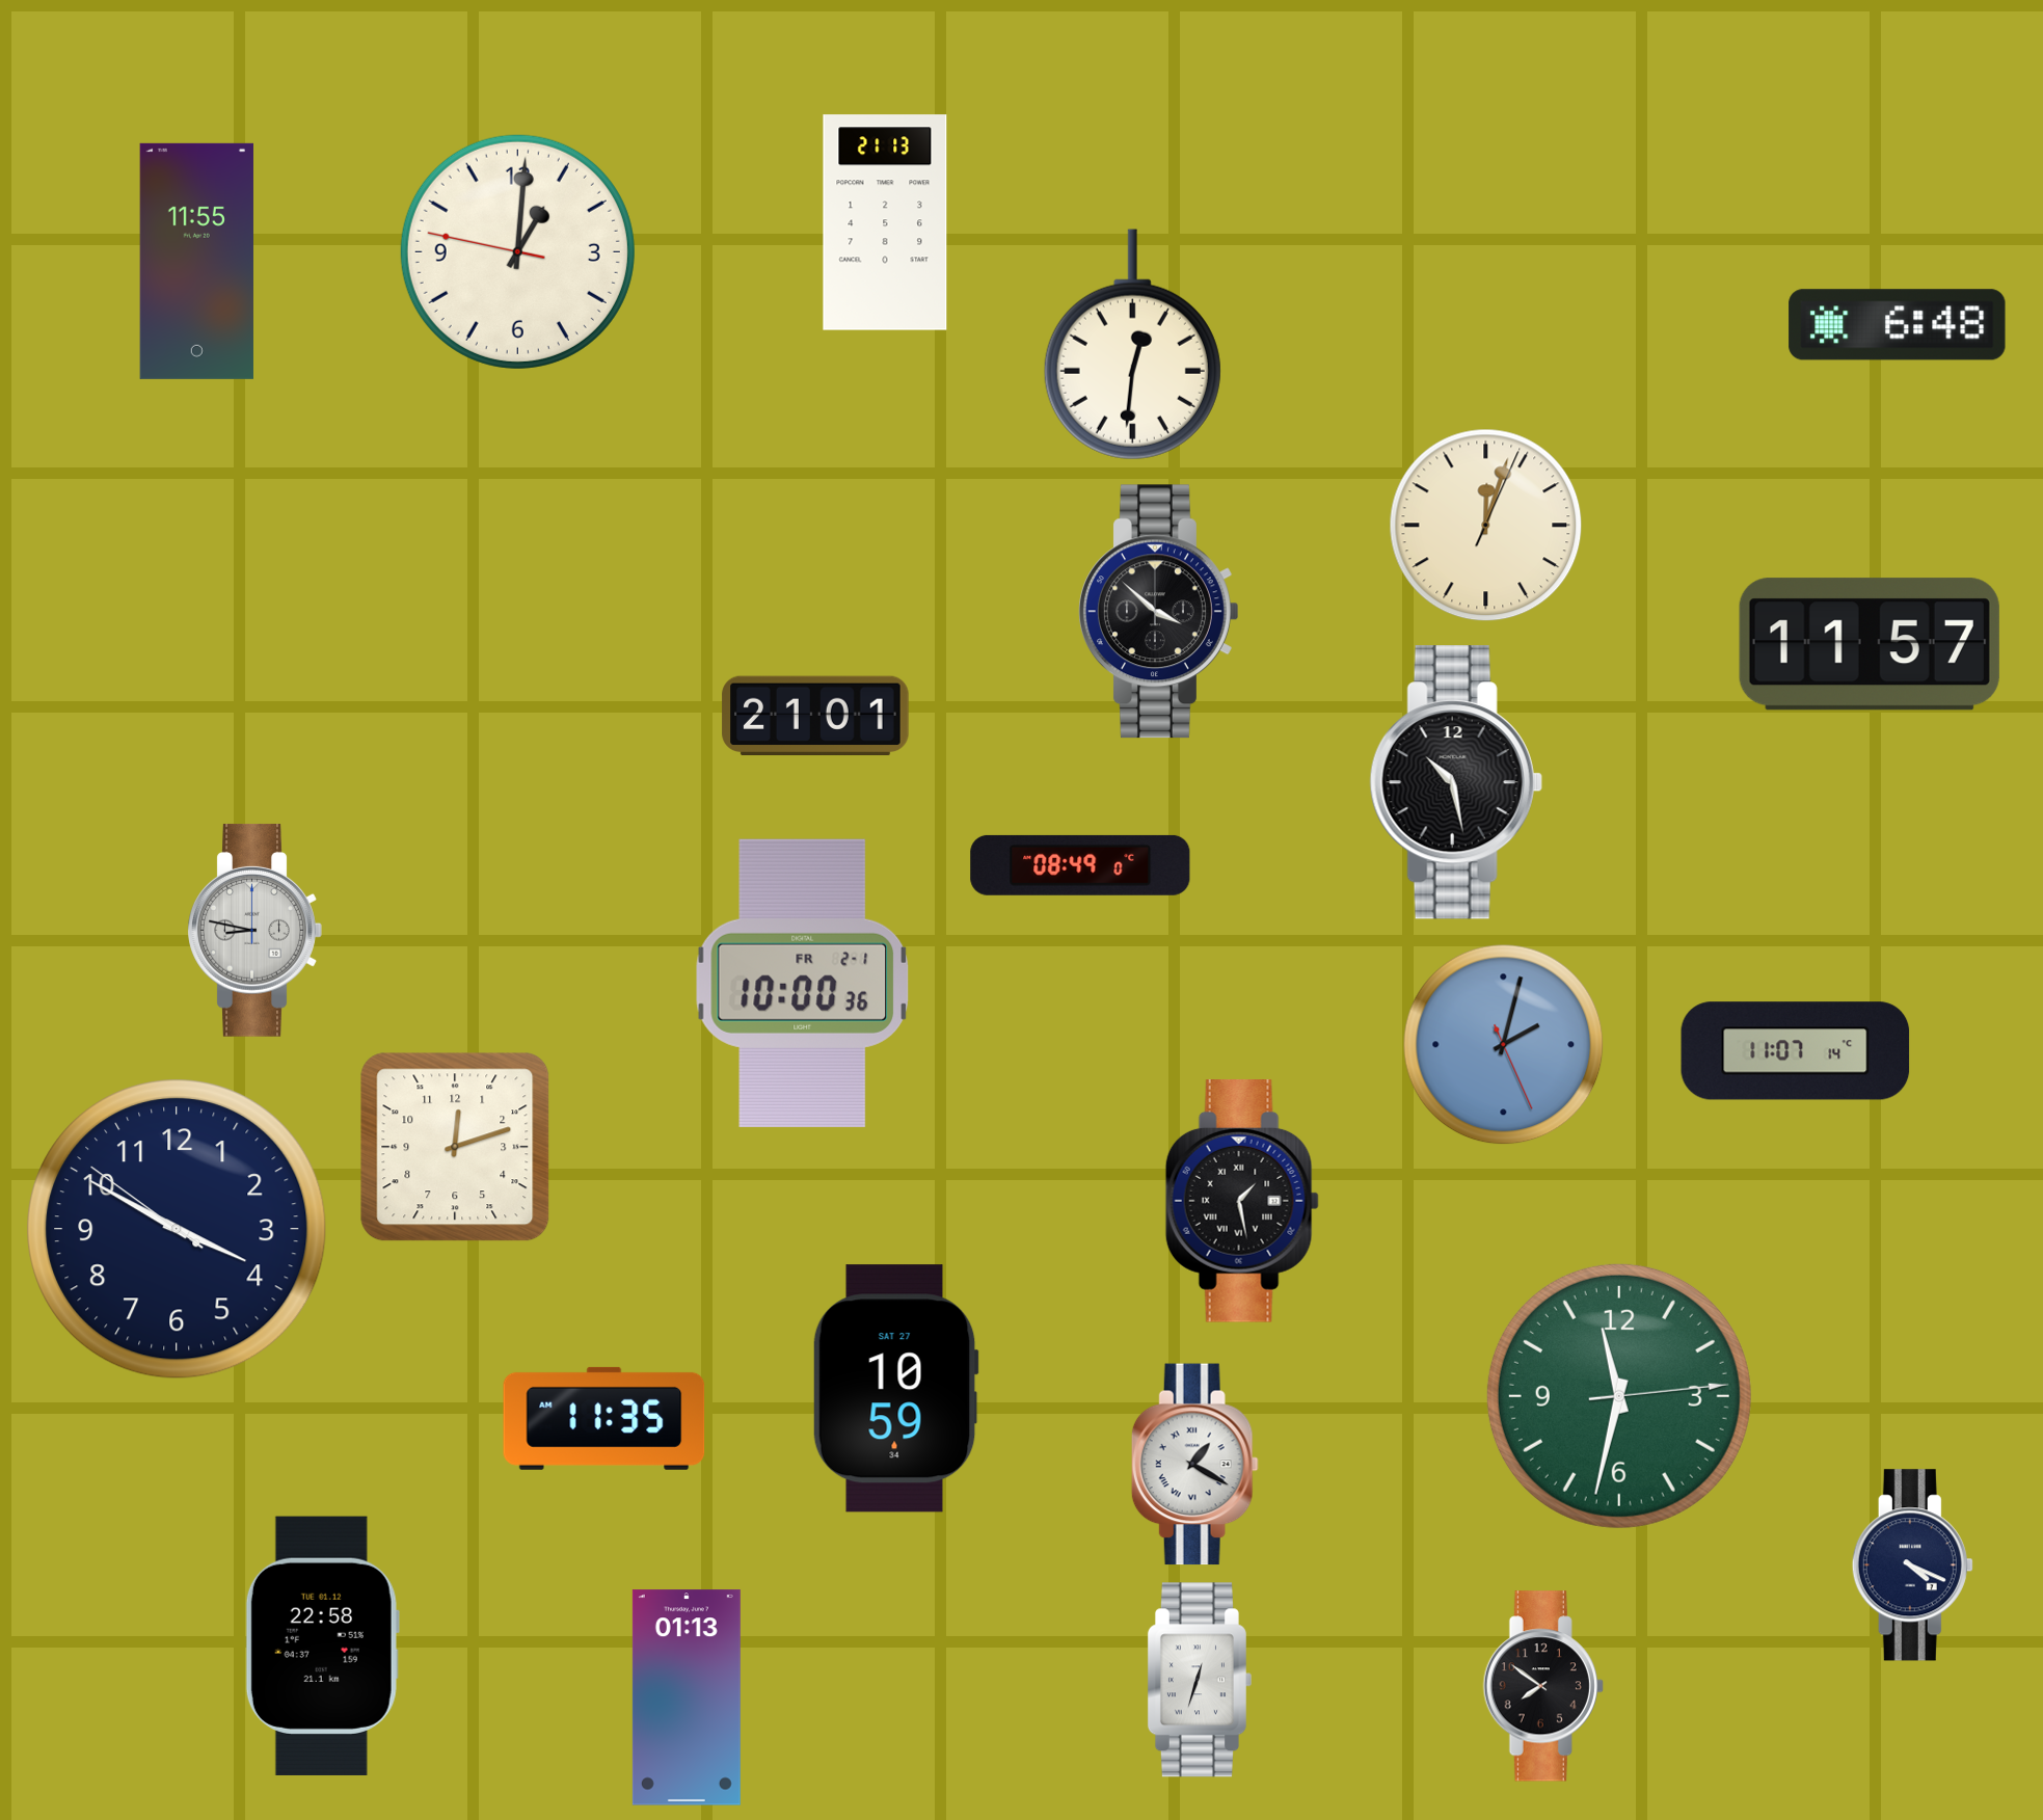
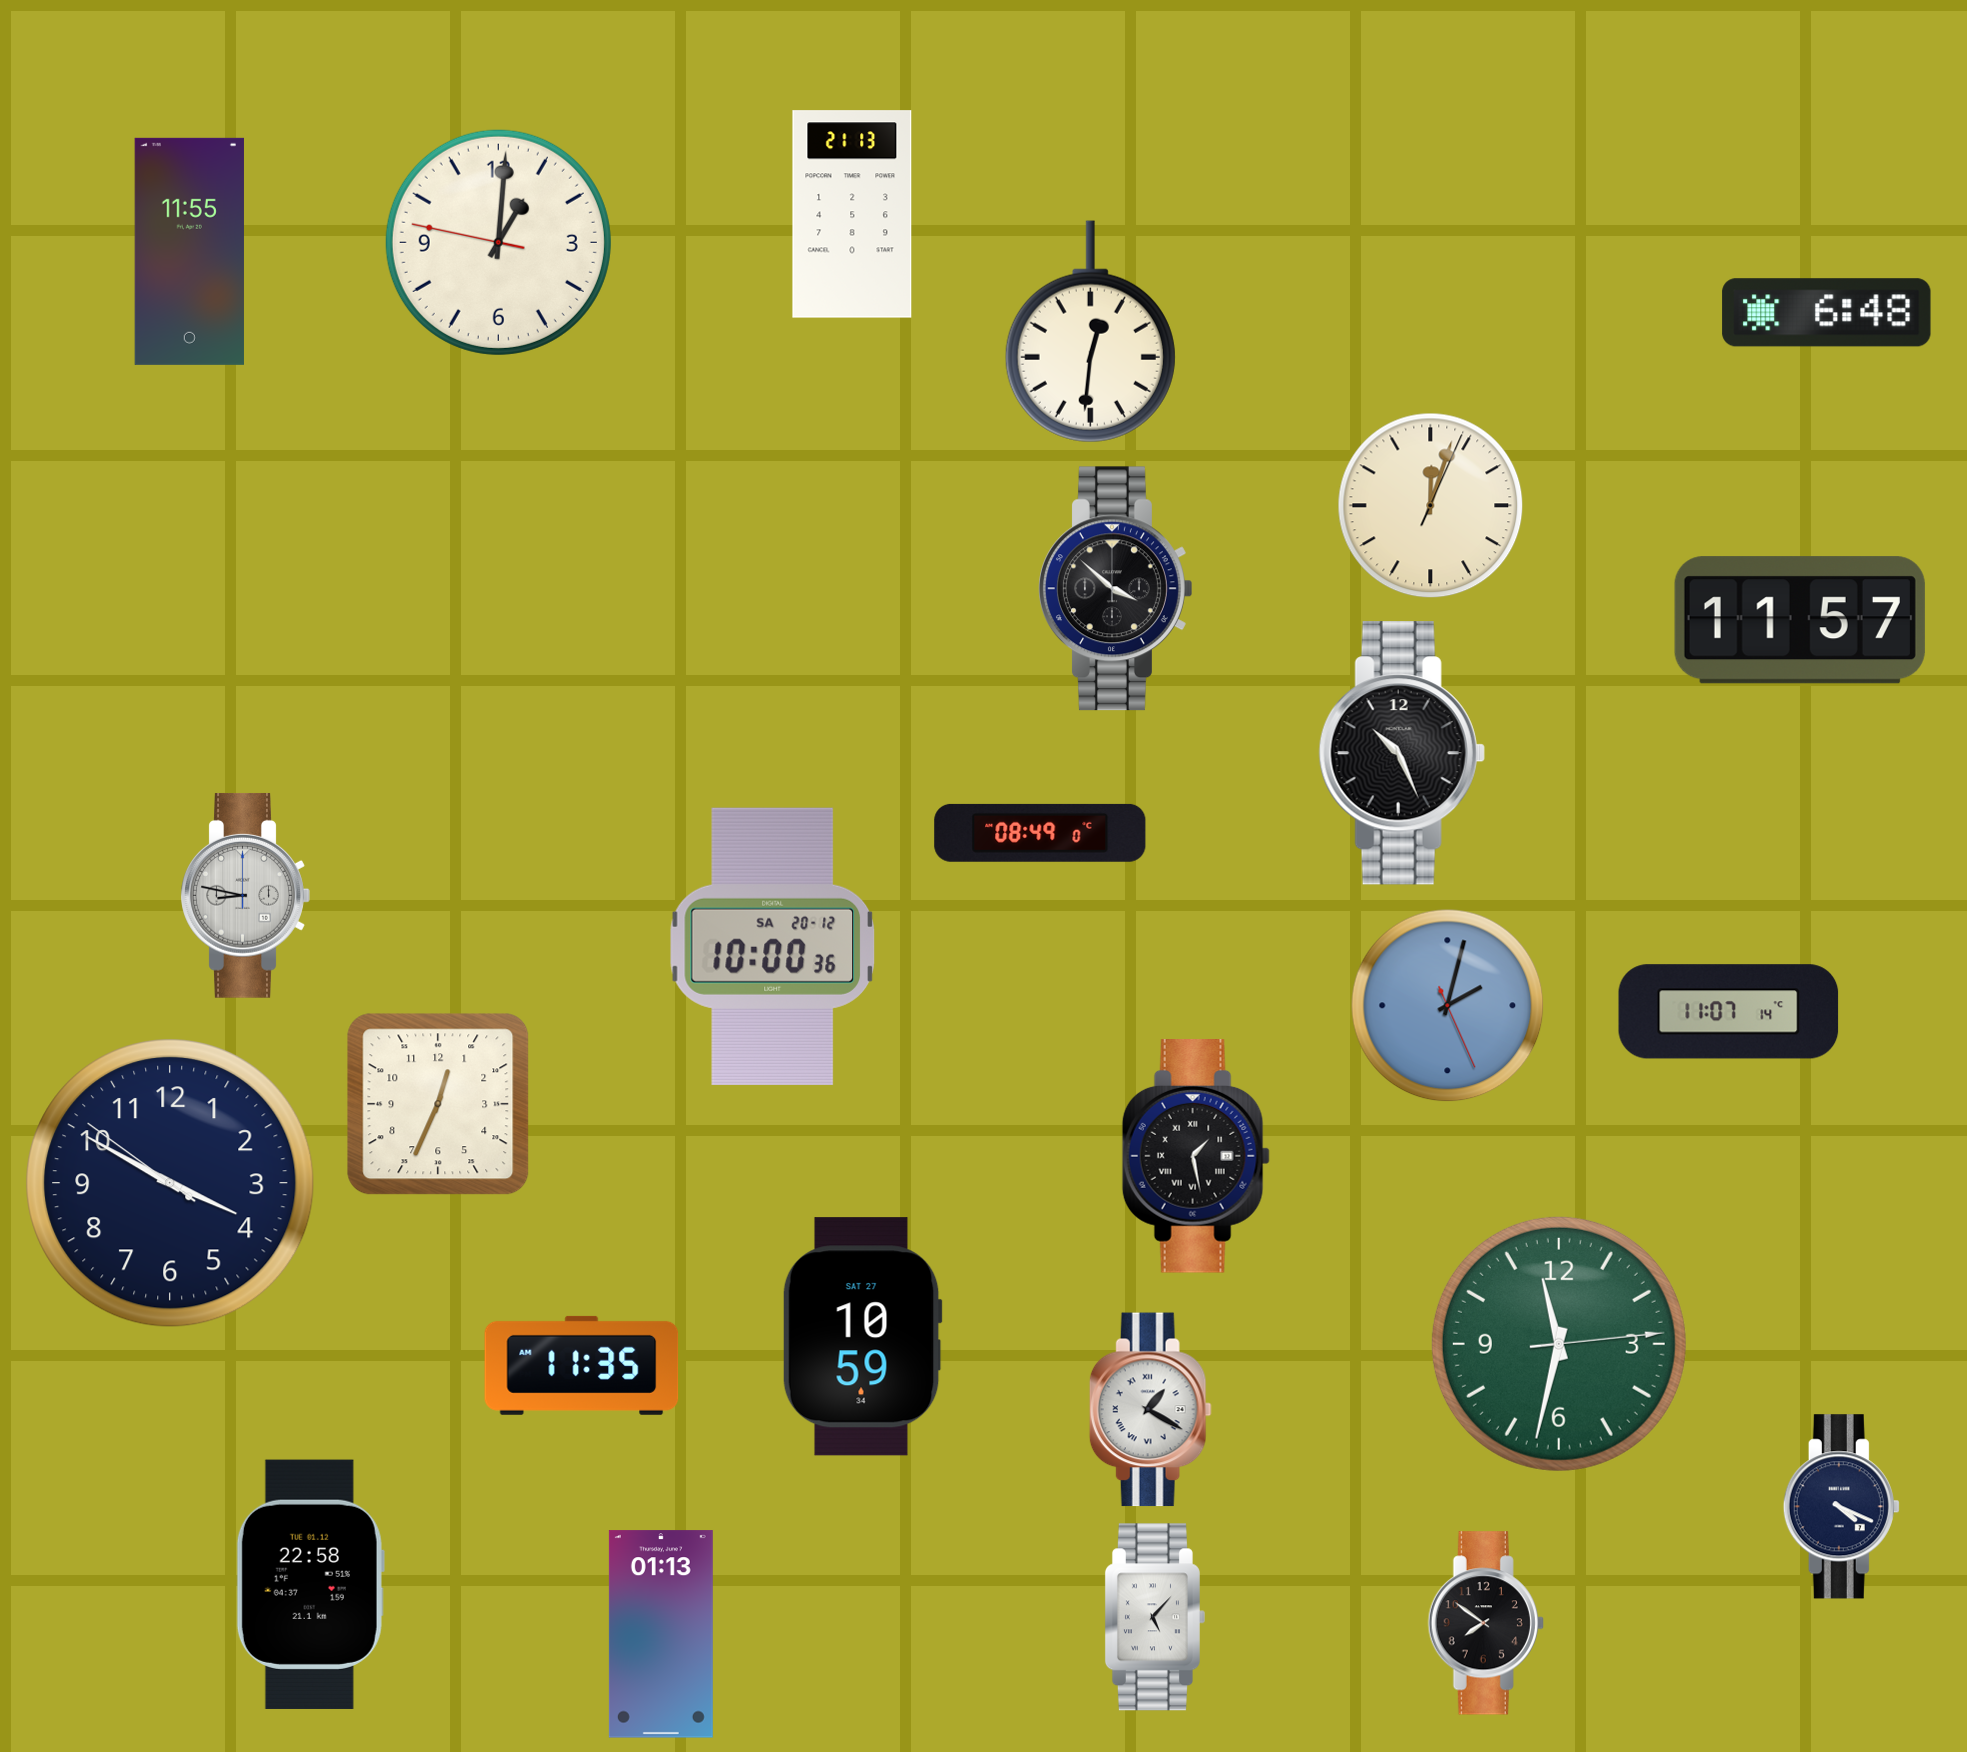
clock at (815, 716): 21:01 -> none
clock at (1456, 782): 10:28 -> 10:26
clock at (803, 983) date: FR 2-1 -> SA 20-12
clock at (455, 1147): 12:12 -> 12:34
clock at (1200, 1680): 12:33 -> 5:07
